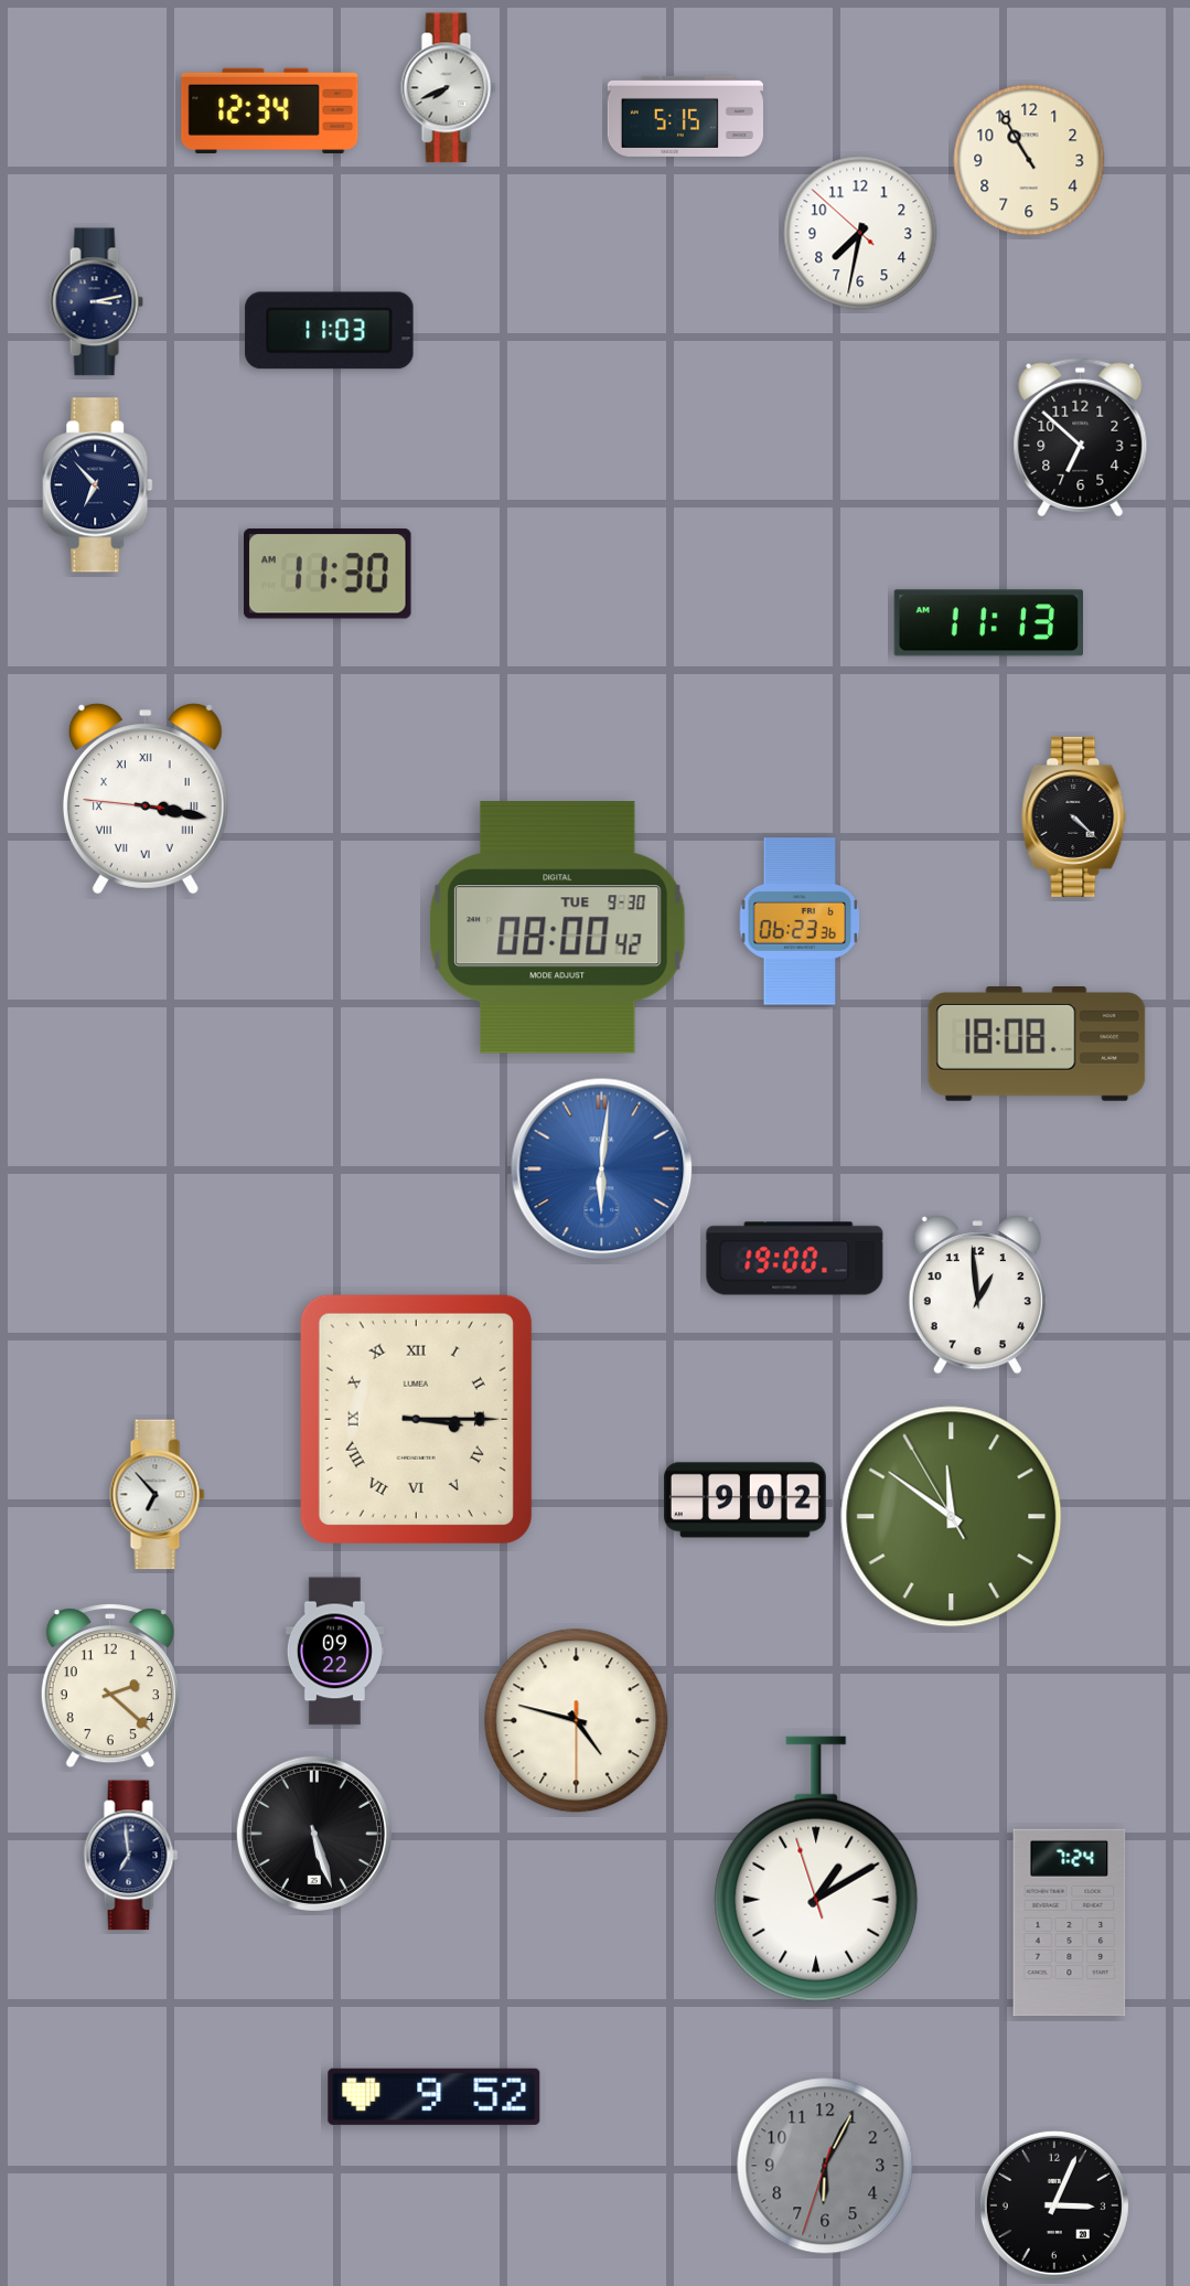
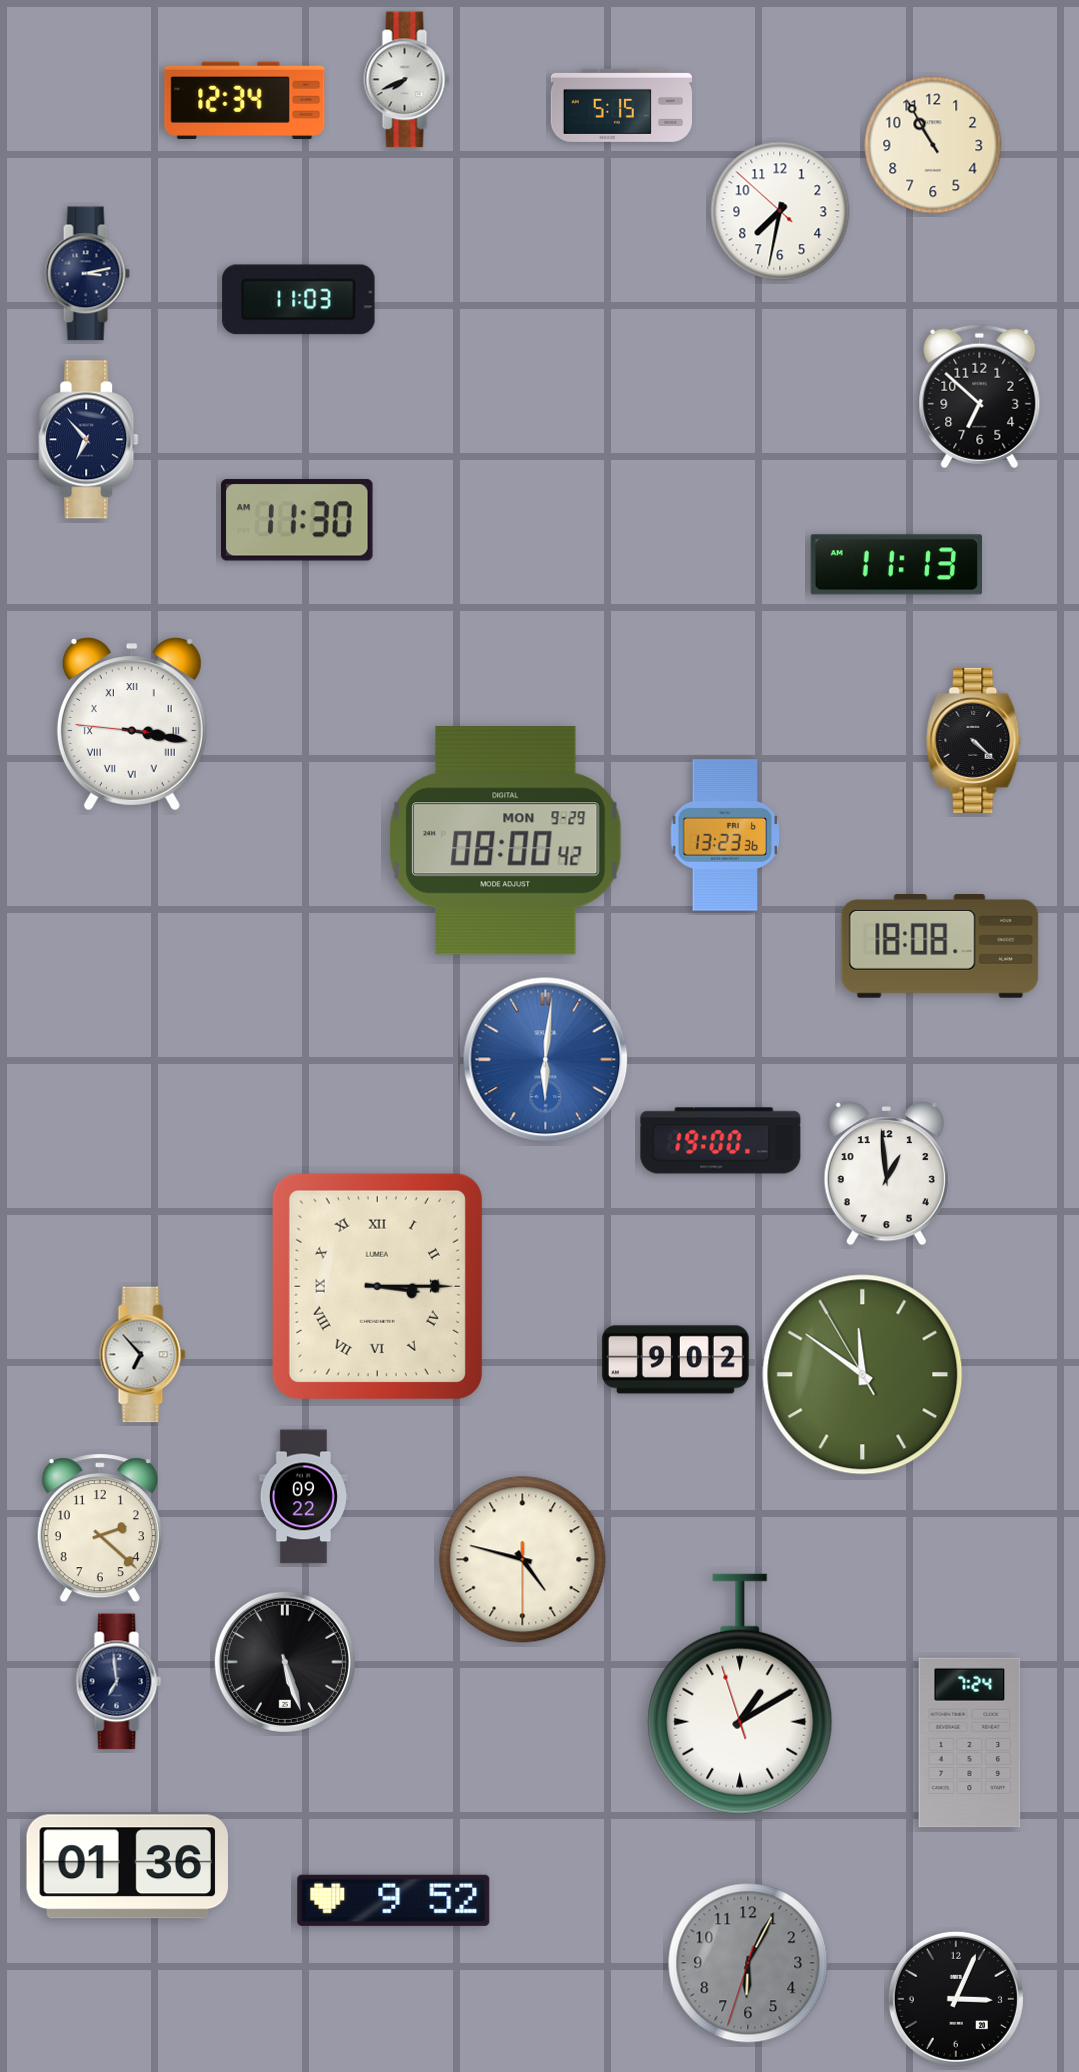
clock at (800, 921): 06:23 -> 13:23
clock at (558, 928) date: TUE 9-30 -> MON 9-29
clock at (127, 1867): none -> 01:36
